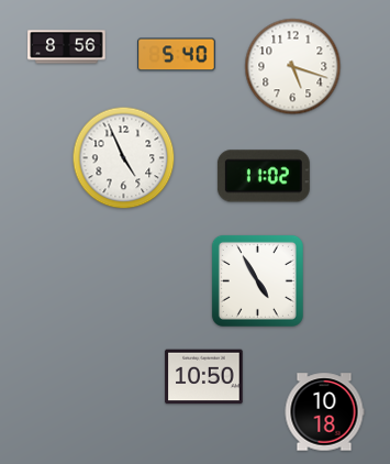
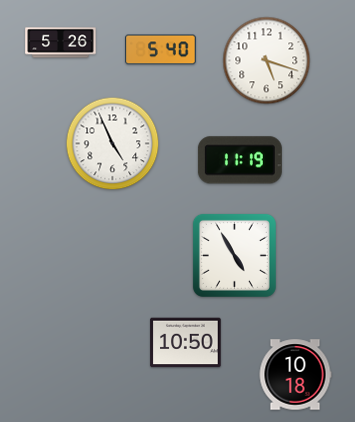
clock at (67, 47): 8:56 -> 5:26
clock at (264, 176): 11:02 -> 11:19
